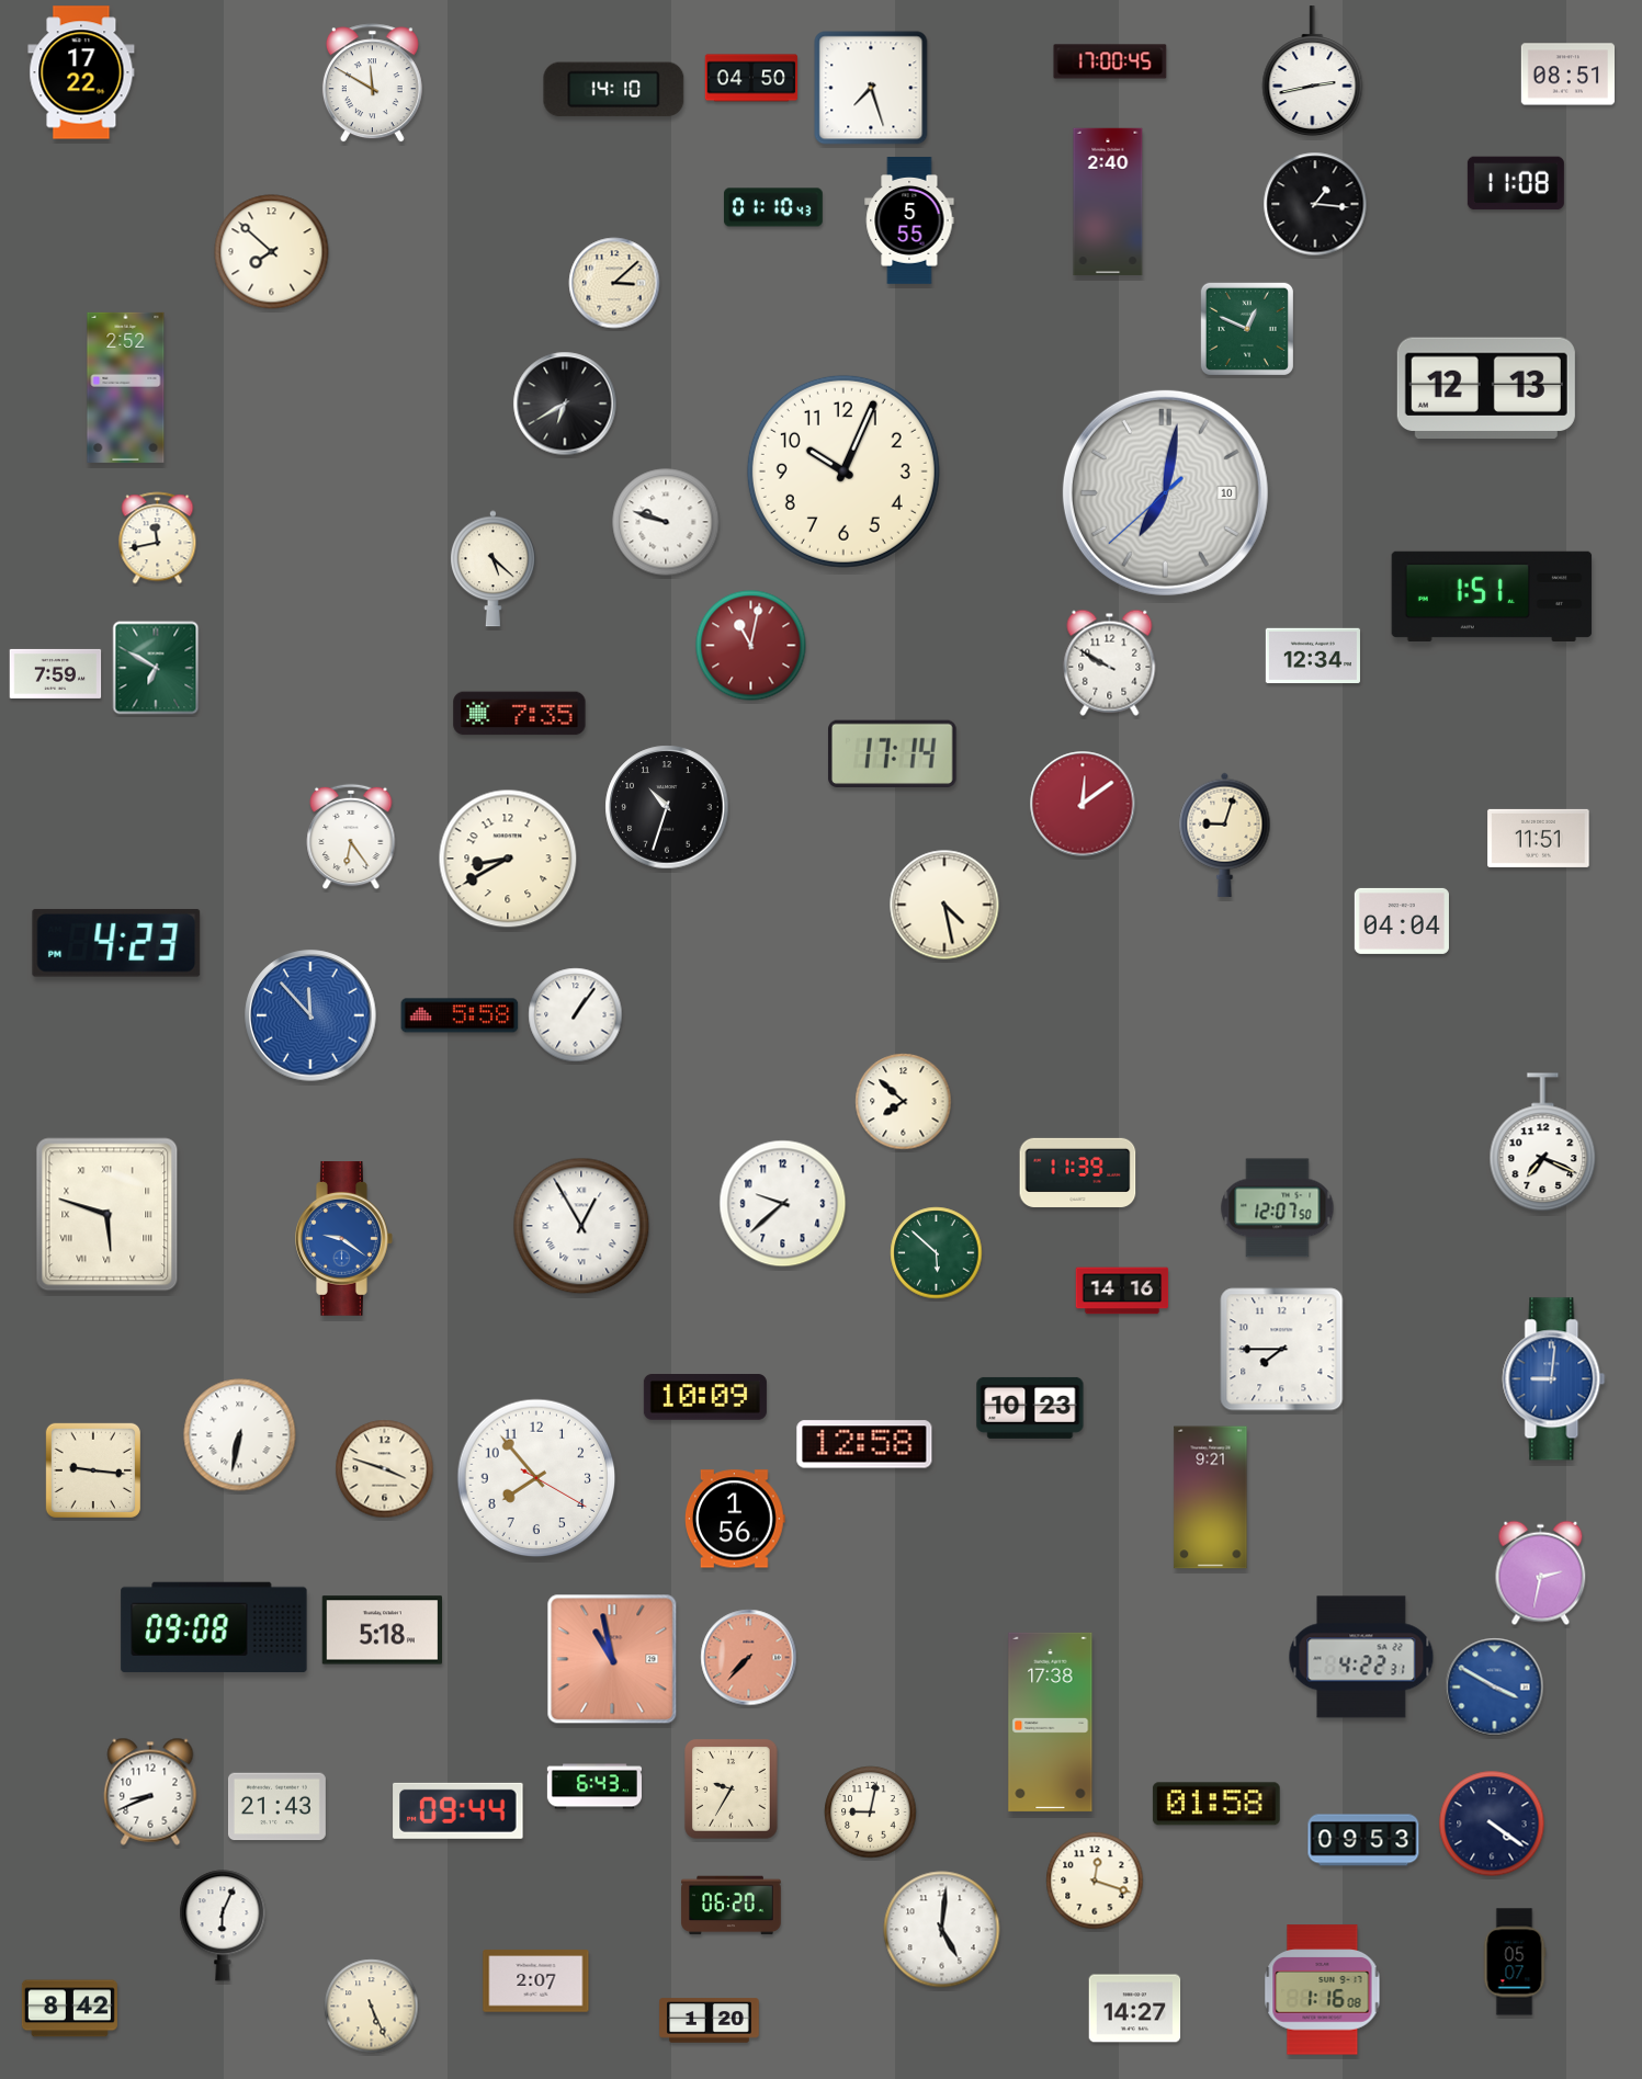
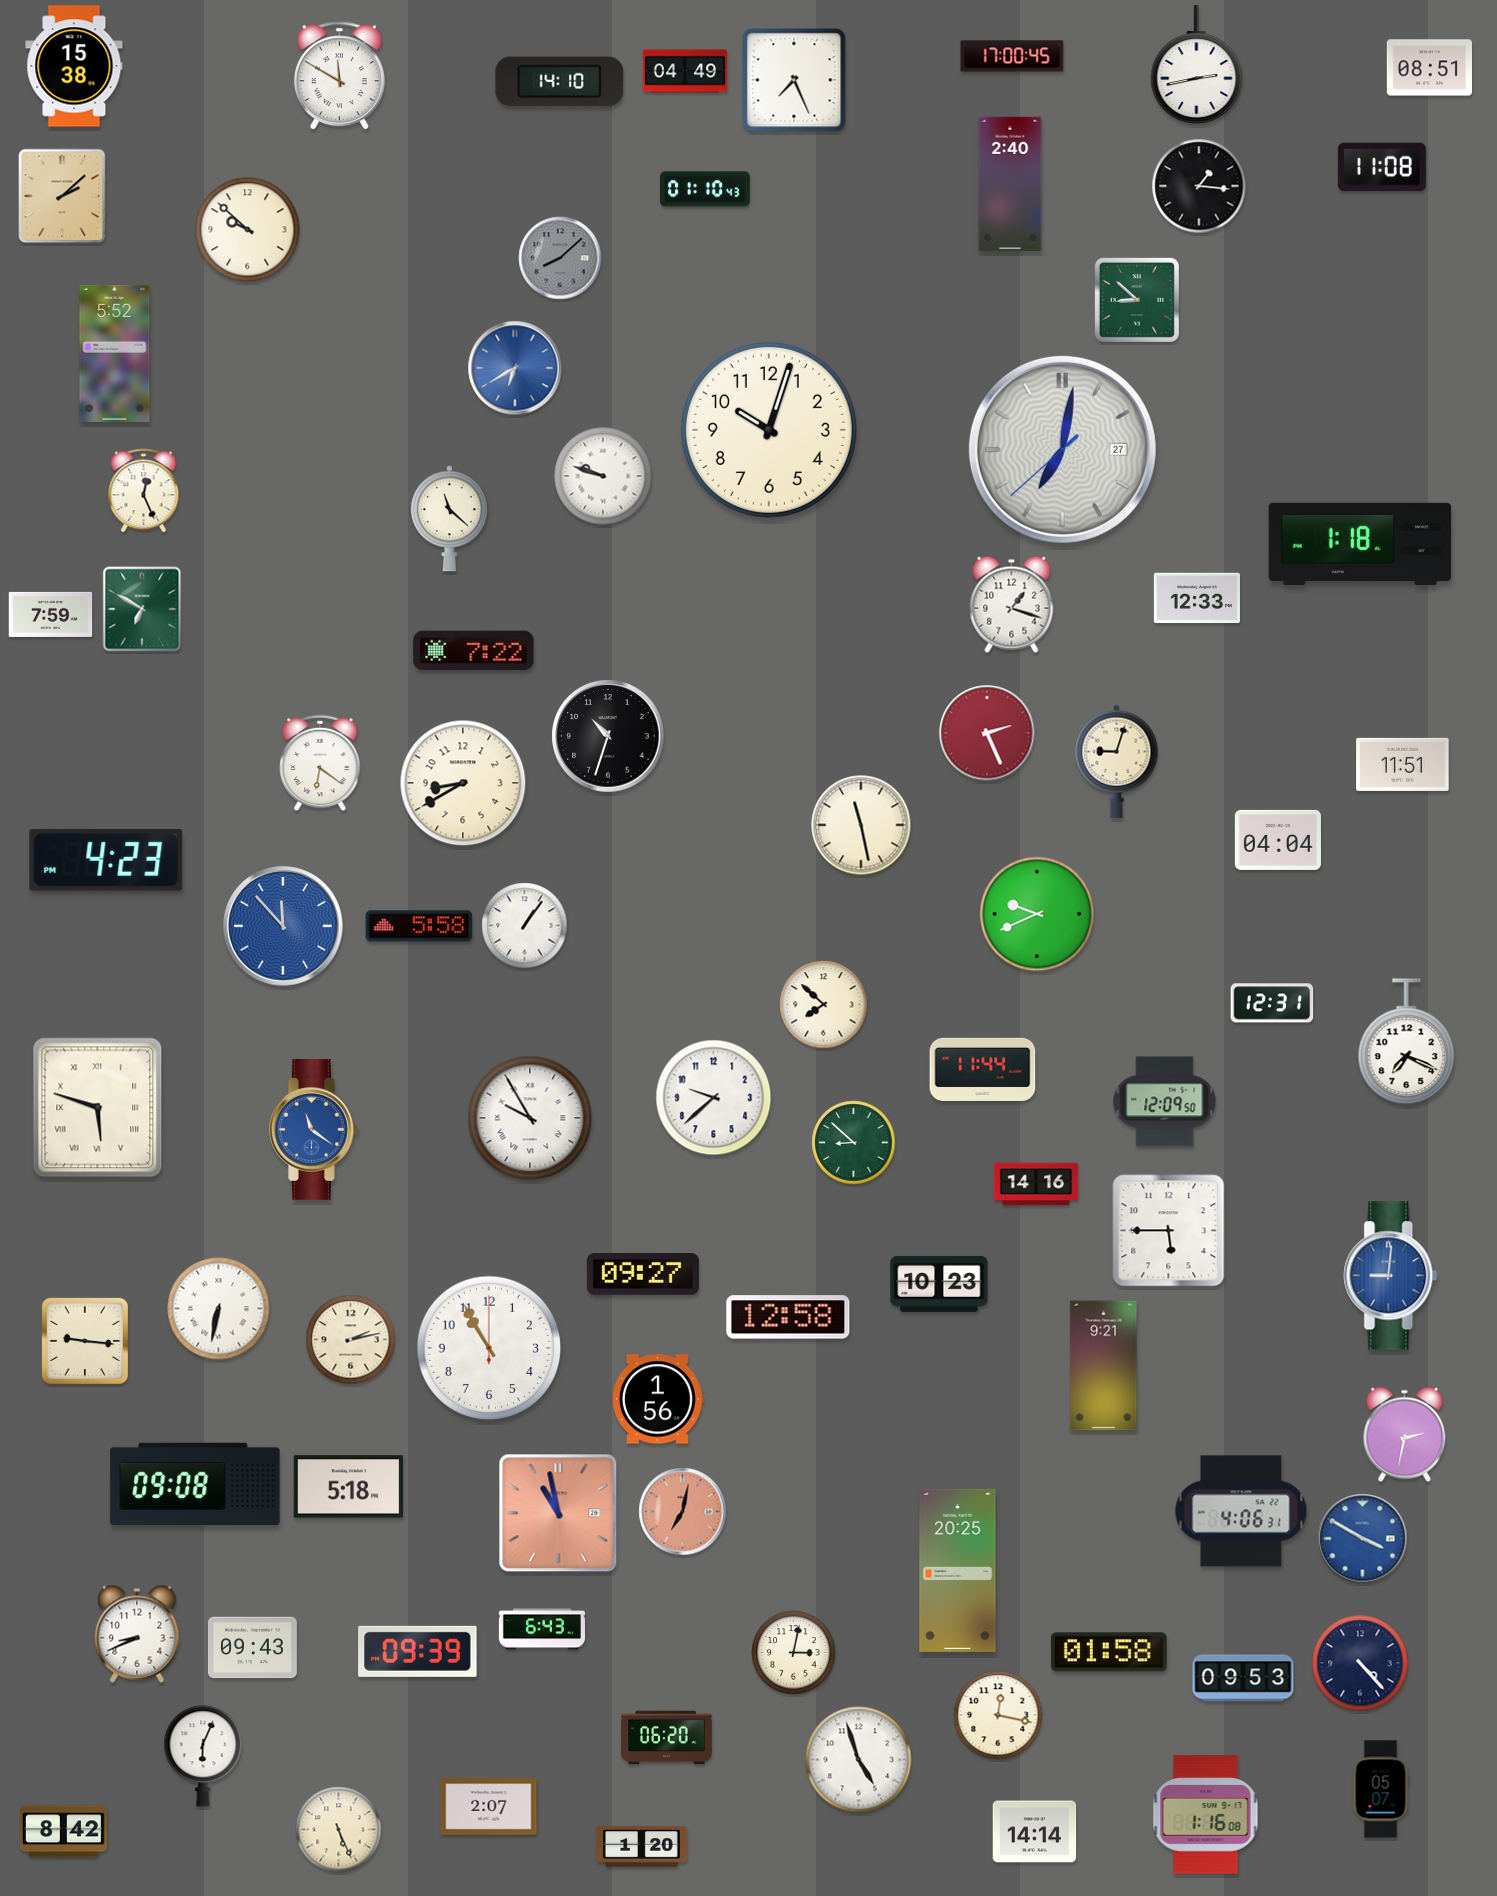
clock at (81, 72): 17:22 -> 15:38
clock at (751, 78): 04:50 -> 04:49
clock at (871, 88): 7:27 -> 7:26
clock at (62, 196): none -> 2:08
clock at (909, 220): 5:55 -> none
clock at (272, 252): 7:52 -> 9:52
clock at (614, 283): 3:08 -> 8:08
clock at (614, 283) dial: cream -> grey
clock at (1247, 329): 12:49 -> 8:52
clock at (126, 387): 2:52 -> 5:52
clock at (1486, 387): 12:13 -> none
clock at (565, 404) dial: black -> blue
clock at (843, 472): 10:04 -> 10:03
clock at (1165, 492) date: 10 -> 27
clock at (666, 522) position: (666, 522) -> (603, 476)
clock at (158, 538): 11:43 -> 12:26
clock at (492, 569): 5:22 -> 11:22
clock at (1492, 597): 1:51 -> 1:18
clock at (751, 646): 11:02 -> none
clock at (1313, 656): 12:34 -> 12:33
clock at (1110, 662): 9:50 -> 1:18
clock at (520, 714): 7:35 -> 7:22
clock at (893, 753): 17:14 -> none
clock at (1083, 804): 12:09 -> 2:26
clock at (351, 837): 6:24 -> 6:21
clock at (944, 905): 4:28 -> 11:28
clock at (1037, 914): none -> 9:41
clock at (1272, 1003): none -> 12:31
clock at (1078, 1172): 11:39 -> 11:44
clock at (1278, 1208): 12:07 -> 12:09
clock at (581, 1226): 12:55 -> 9:55
clock at (344, 1239): 9:21 -> 11:21
clock at (937, 1253): 5:52 -> 8:52
clock at (1122, 1291) position: (1122, 1291) -> (1036, 1184)
clock at (1282, 1350): 7:45 -> 5:45
clock at (1554, 1379) position: (1554, 1379) -> (1391, 1276)
clock at (705, 1398): 10:09 -> 09:27
clock at (385, 1469): 3:48 -> 2:13
clock at (536, 1478): 7:53 -> 10:55
clock at (735, 1519) position: (735, 1519) -> (658, 1399)
clock at (1361, 1657): 4:22 -> 4:06
clock at (749, 1658): 7:37 -> 7:02
clock at (1051, 1722): 17:38 -> 20:25
clock at (732, 1790): 9:35 -> none
clock at (1216, 1804) position: (1216, 1804) -> (1109, 1652)
clock at (276, 1807): 21:43 -> 09:43
clock at (458, 1810): 09:44 -> 09:39
clock at (871, 1813): 9:02 -> 3:02
clock at (1492, 1824): 4:21 -> 4:23
clock at (1095, 1881): 12:18 -> 12:17
clock at (942, 1930): 5:01 -> 4:57
clock at (1135, 2009): 14:27 -> 14:14
clock at (710, 2021) position: (710, 2021) -> (642, 1847)
